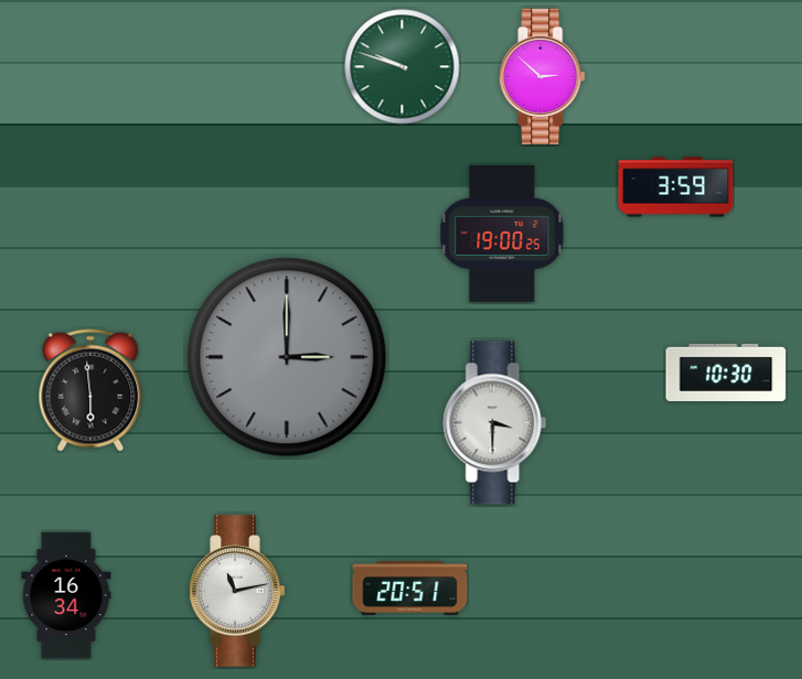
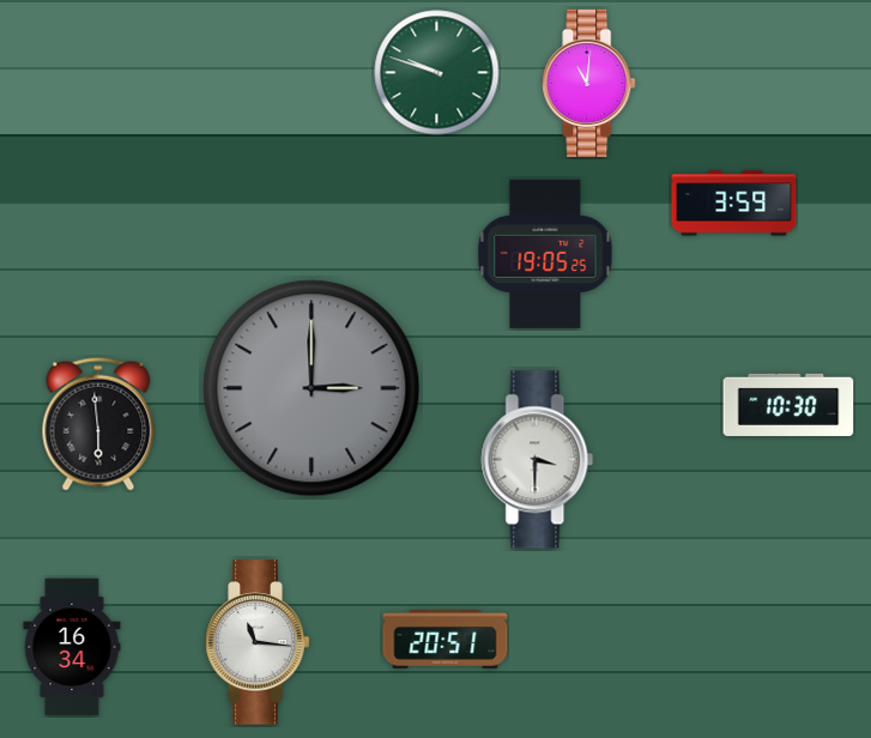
clock at (543, 76): 2:52 -> 11:01
clock at (502, 234): 19:00 -> 19:05
clock at (237, 591): 11:13 -> 11:16
